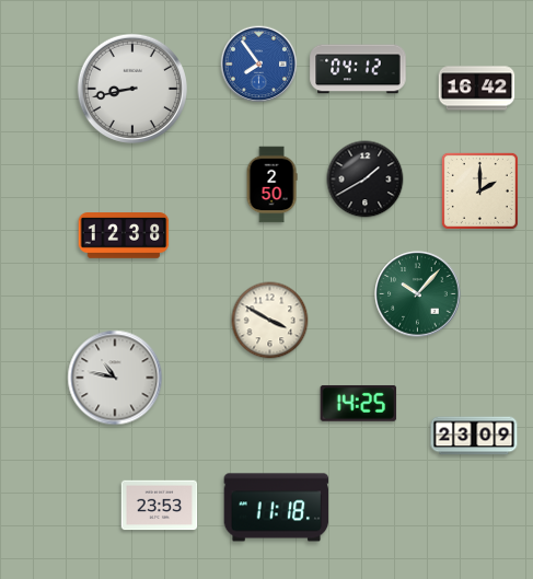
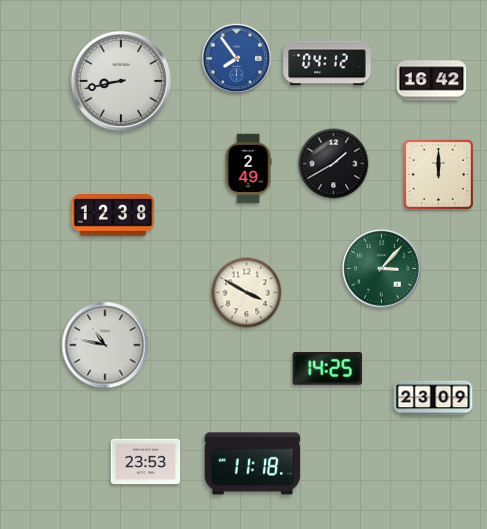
clock at (477, 89) position: (477, 89) -> (432, 81)
clock at (271, 185): 2:50 -> 2:49
clock at (479, 190): 2:00 -> 12:00
clock at (418, 294): 10:07 -> 3:07
